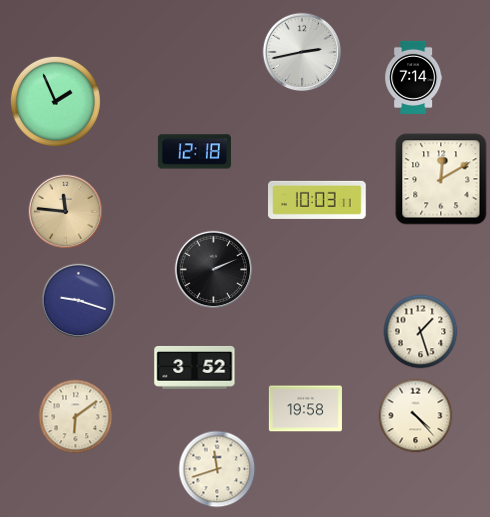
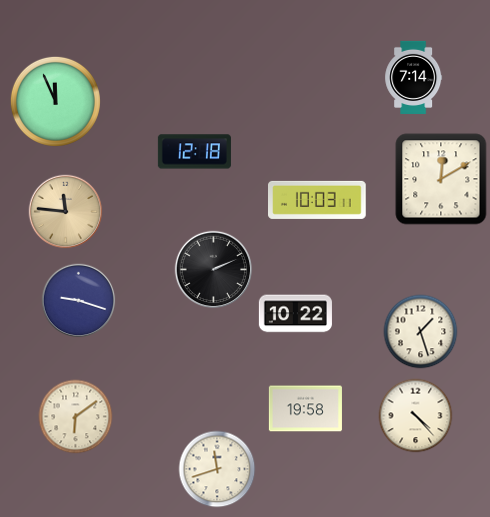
clock at (302, 52): 2:43 -> none
clock at (55, 101): 1:56 -> 11:56
clock at (295, 314): none -> 10:22
clock at (195, 367): 3:52 -> none
